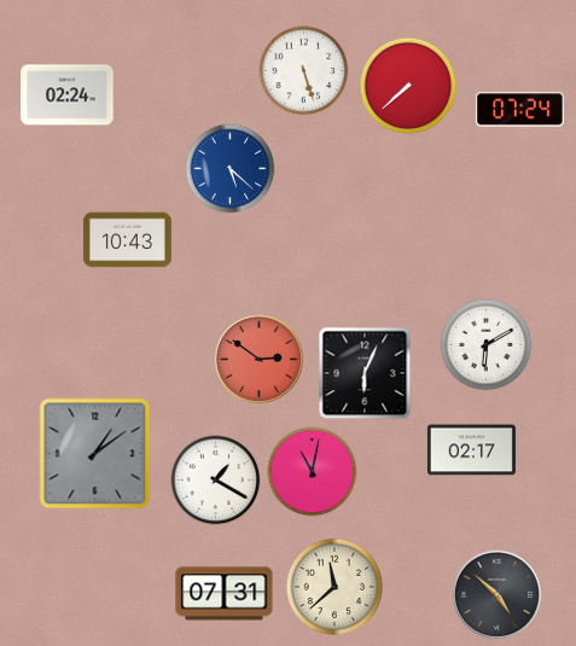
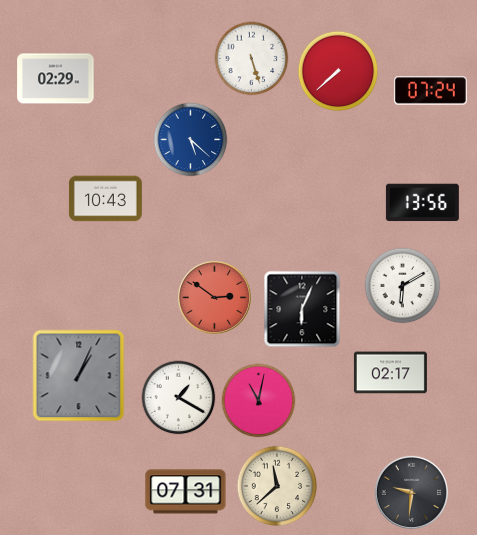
clock at (68, 95): 02:24 -> 02:29
clock at (422, 203): none -> 13:56
clock at (95, 454): 1:09 -> 1:04
clock at (313, 472) position: (313, 472) -> (259, 401)
clock at (496, 594): 4:52 -> 9:31
